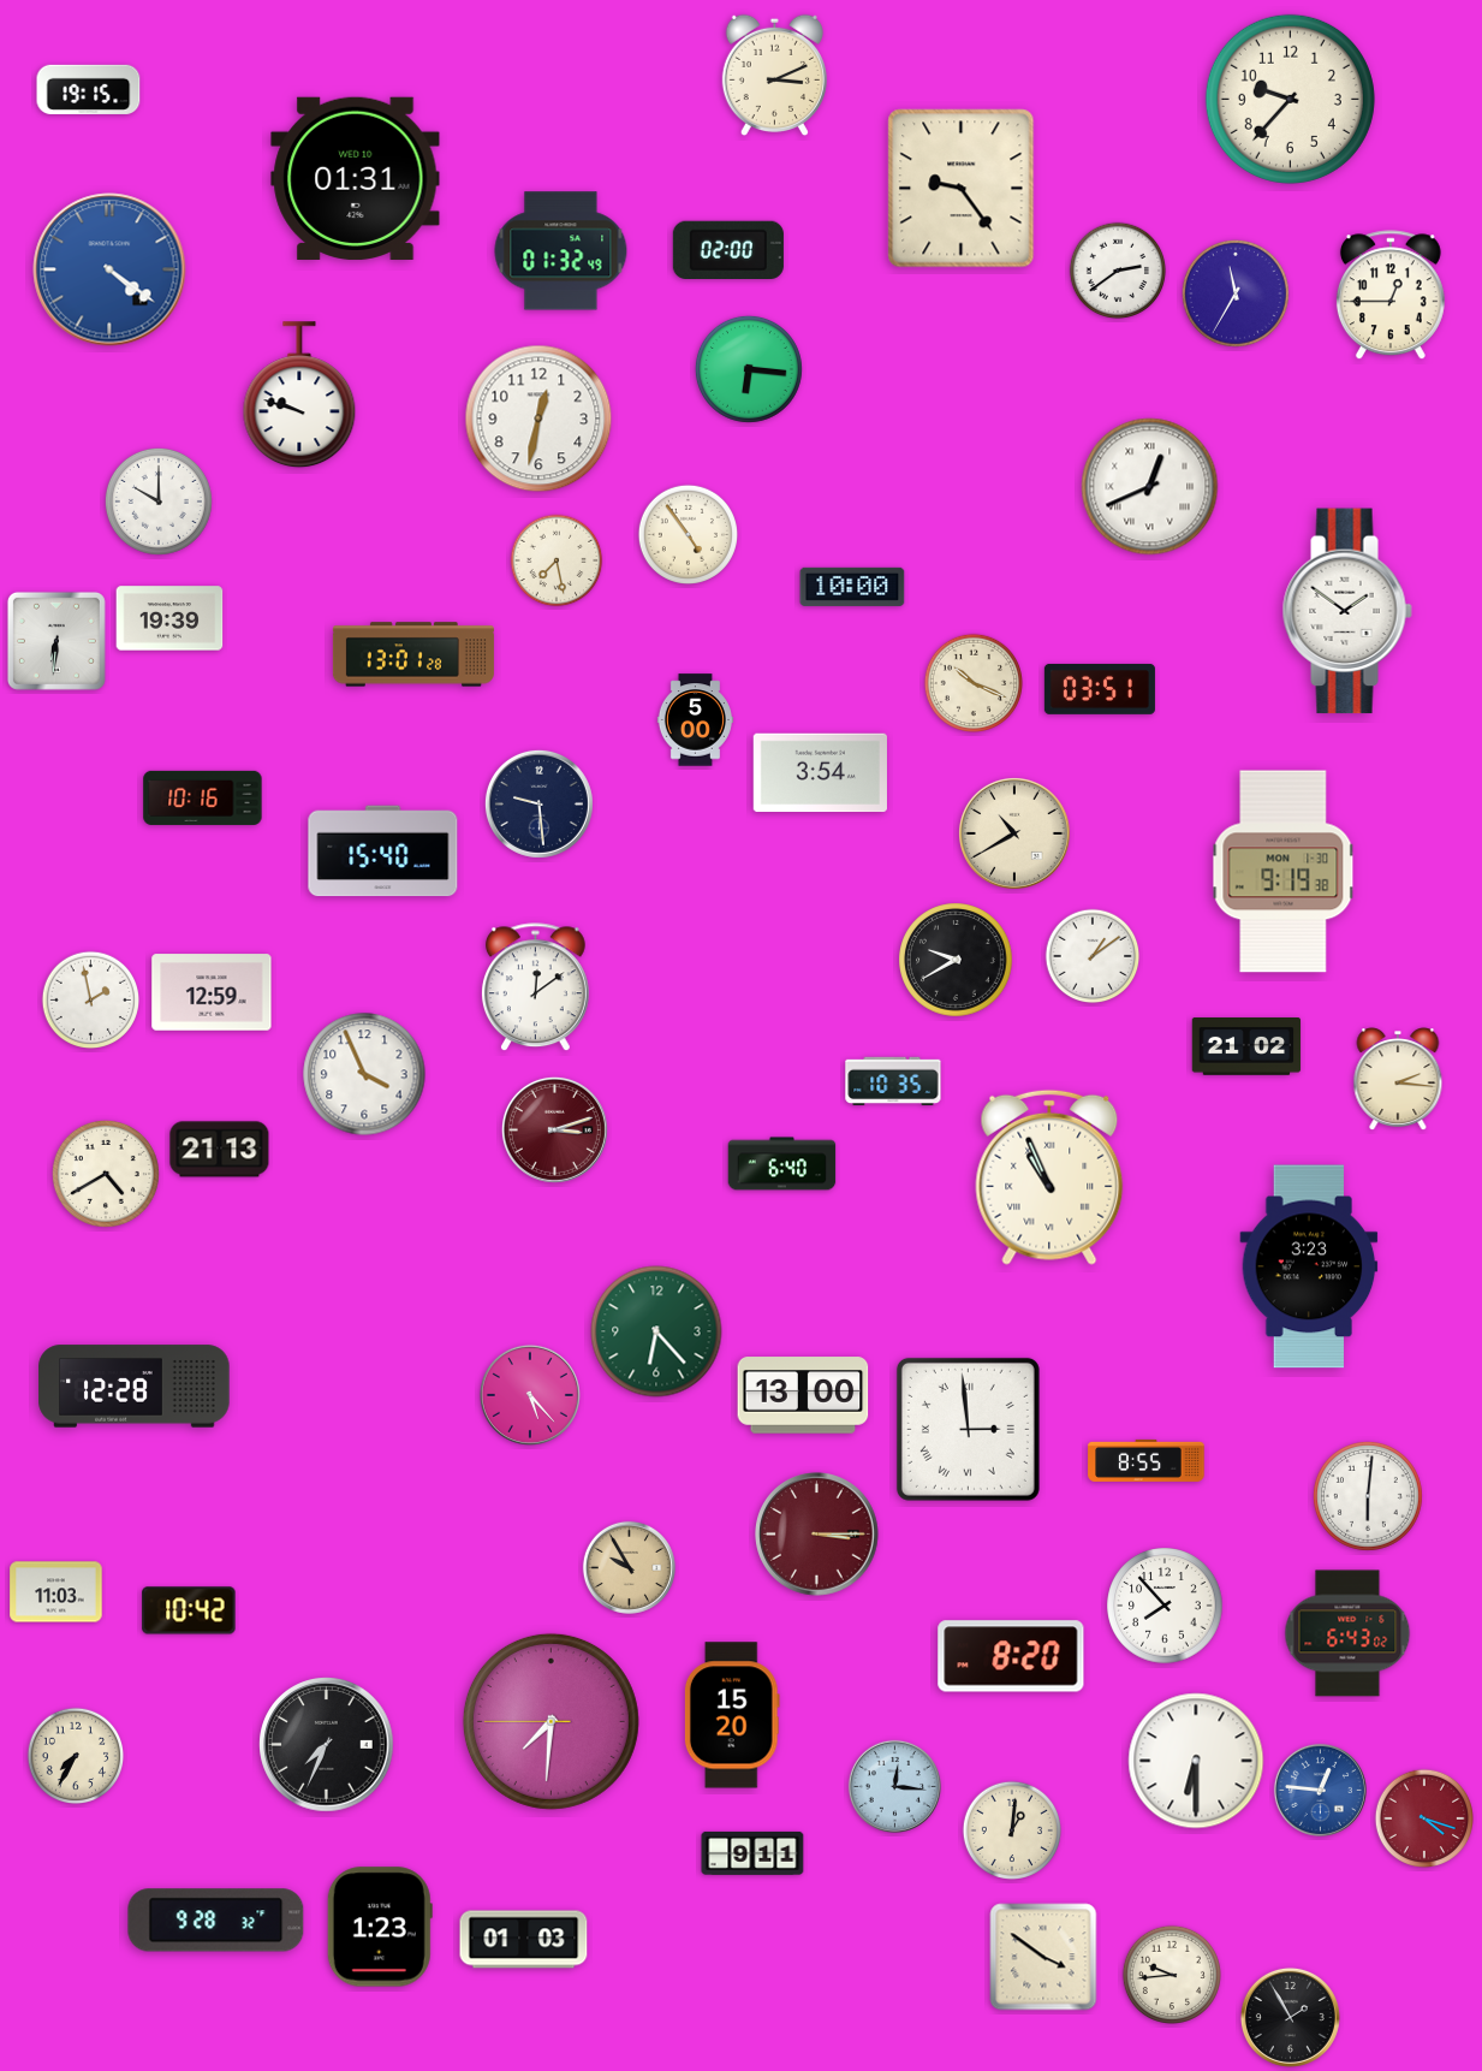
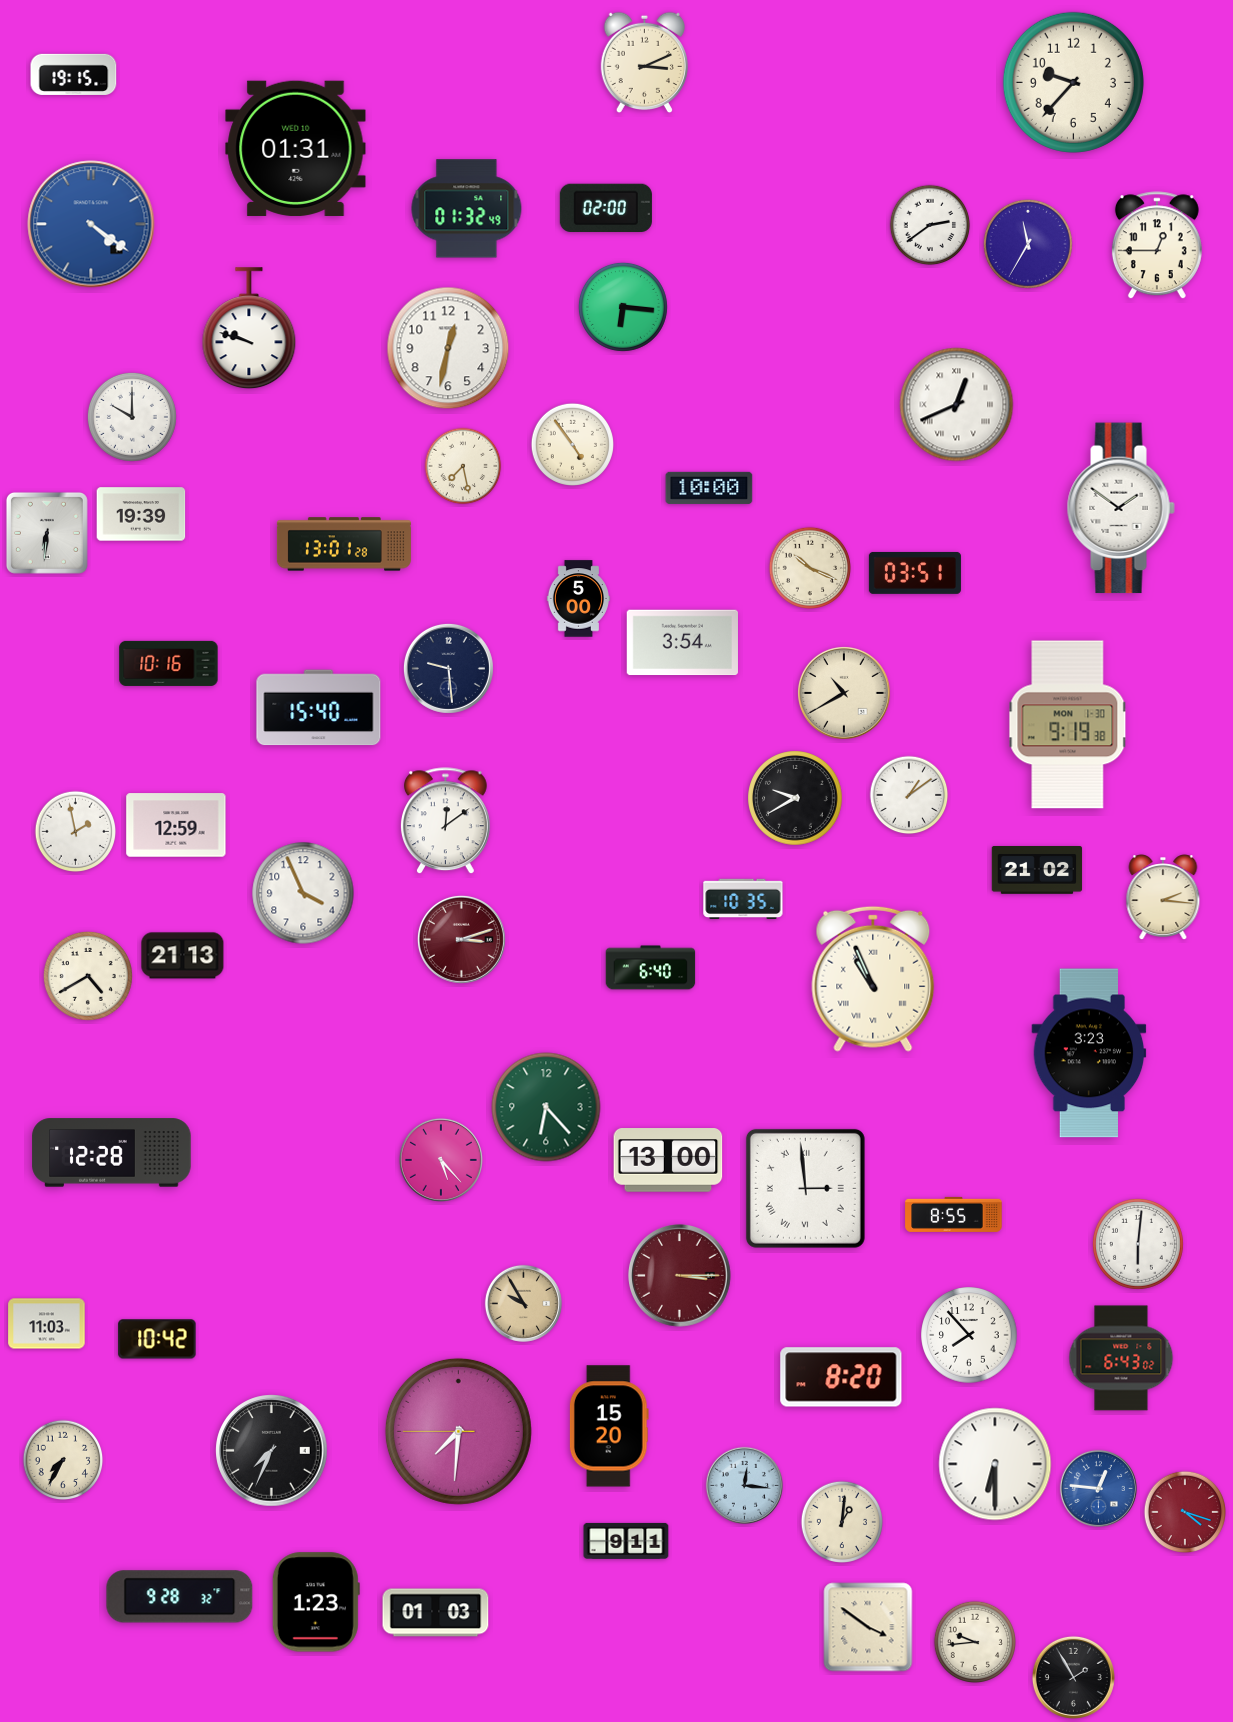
clock at (962, 189): 9:24 -> none
